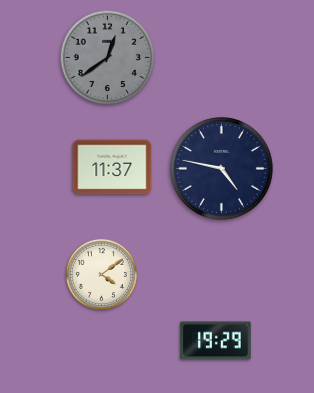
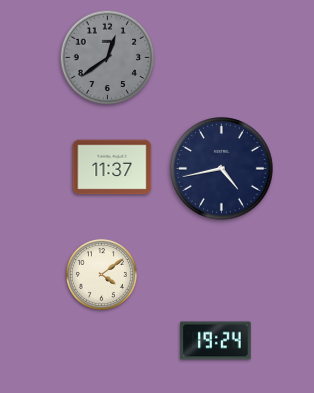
clock at (222, 169): 4:47 -> 4:43
clock at (216, 341): 19:29 -> 19:24
